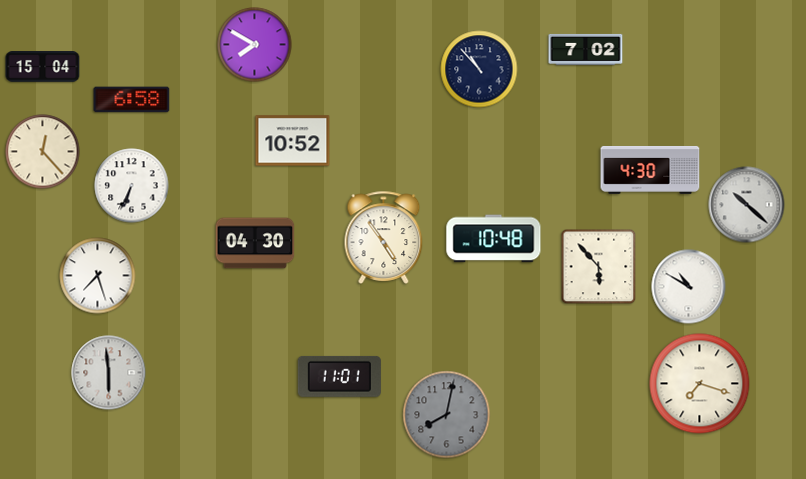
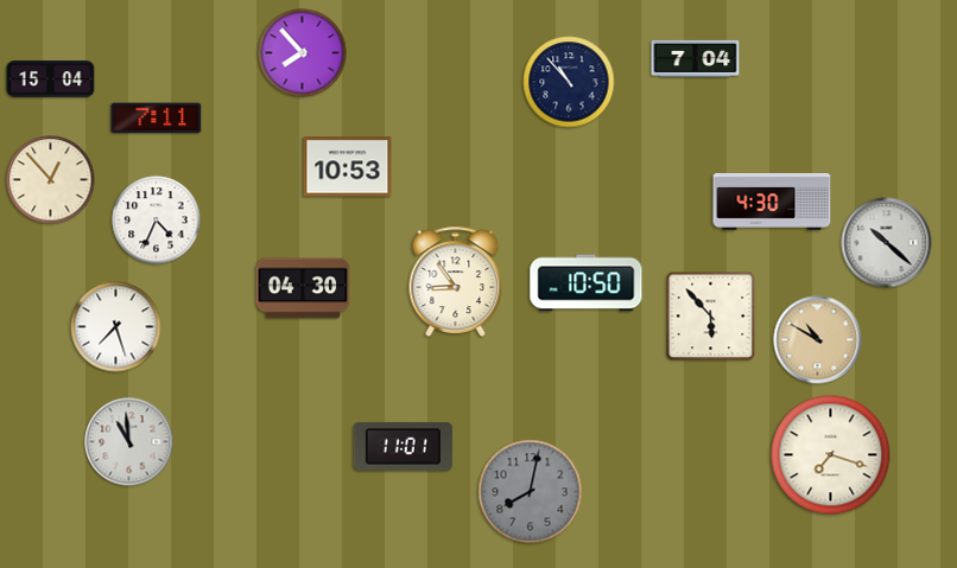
clock at (255, 45): 7:50 -> 7:53
clock at (586, 49): 7:02 -> 7:04
clock at (132, 100): 6:58 -> 7:11
clock at (293, 141): 10:52 -> 10:53
clock at (43, 152): 12:23 -> 12:53
clock at (132, 186): 6:34 -> 4:34
clock at (384, 237): 4:54 -> 8:54
clock at (494, 239): 10:48 -> 10:50
clock at (689, 287) dial: white -> champagne
clock at (109, 373): 5:59 -> 10:59
